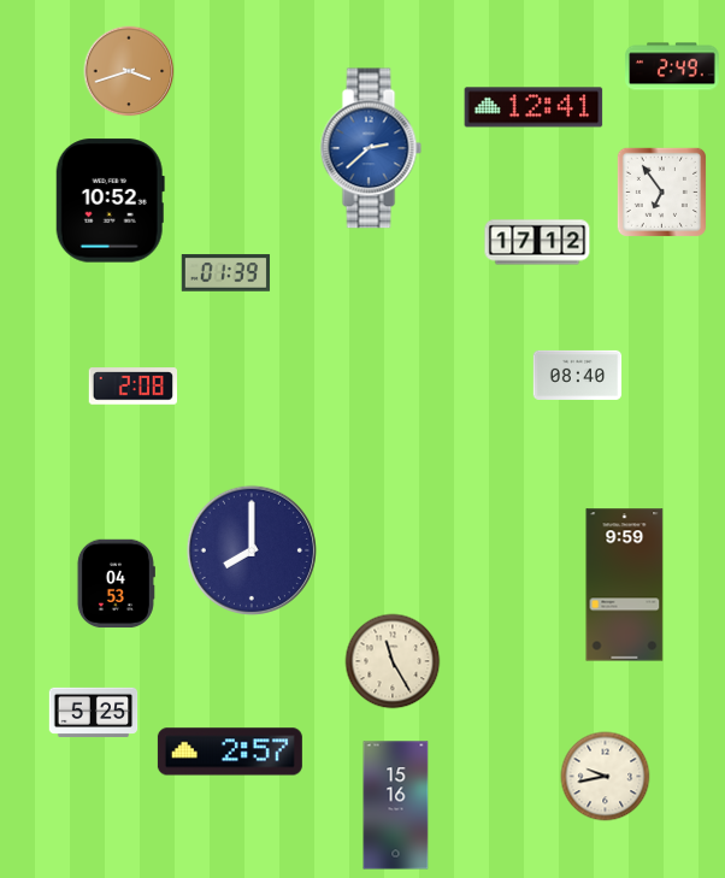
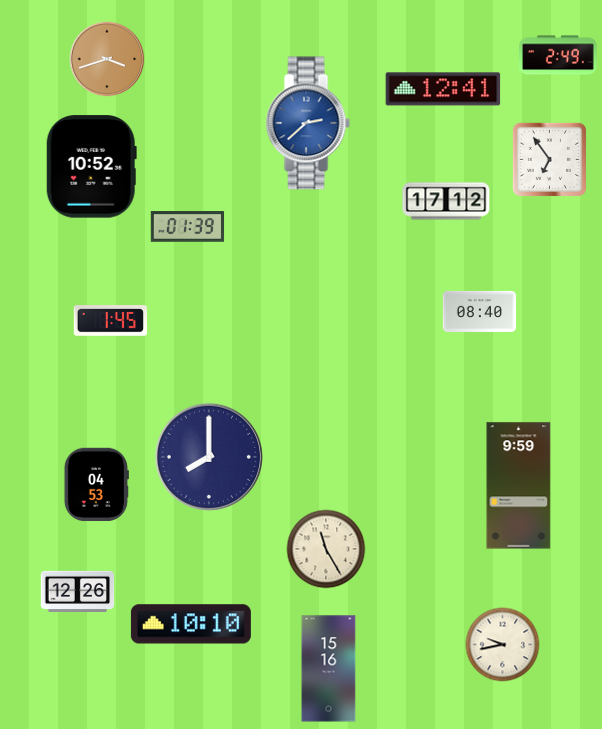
clock at (132, 387): 2:08 -> 1:45
clock at (94, 712): 5:25 -> 12:26
clock at (230, 752): 2:57 -> 10:10
